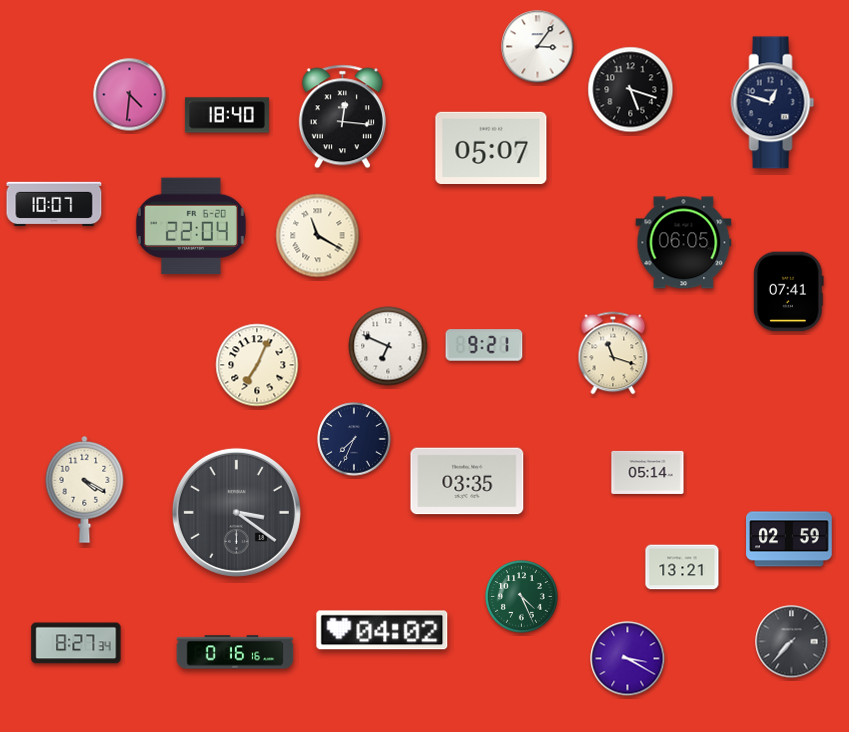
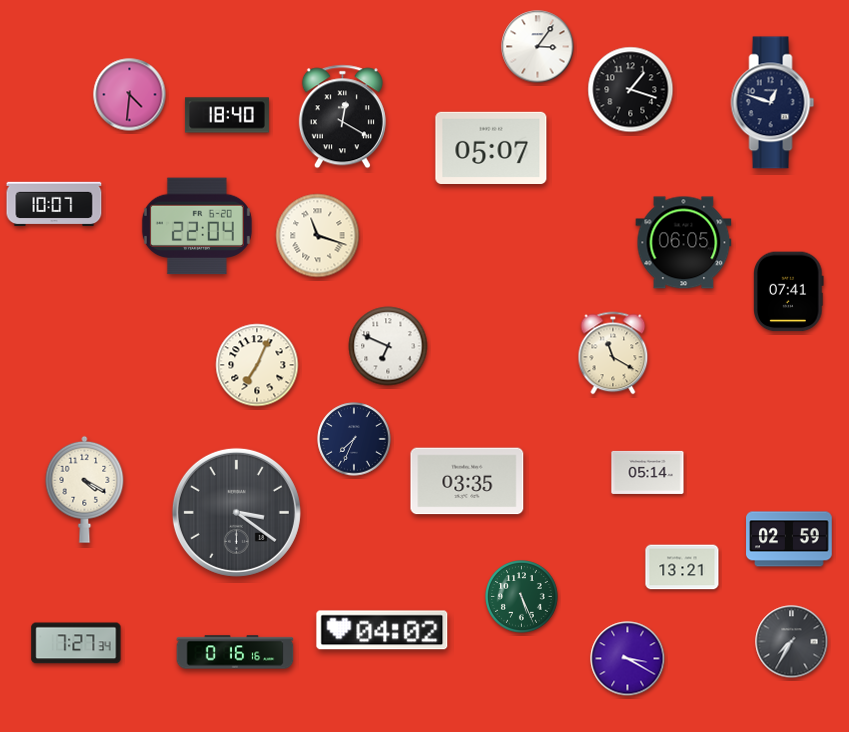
clock at (631, 90): 5:18 -> 1:18
clock at (342, 117): 12:16 -> 12:20
clock at (191, 226) position: (191, 226) -> (197, 226)
clock at (318, 236): 11:20 -> 11:18
clock at (484, 345): 9:21 -> none
clock at (613, 353): 11:18 -> 11:20
clock at (522, 597): 4:26 -> 5:26
clock at (792, 642): 7:37 -> 7:35
clock at (76, 643): 8:27 -> 7:27
